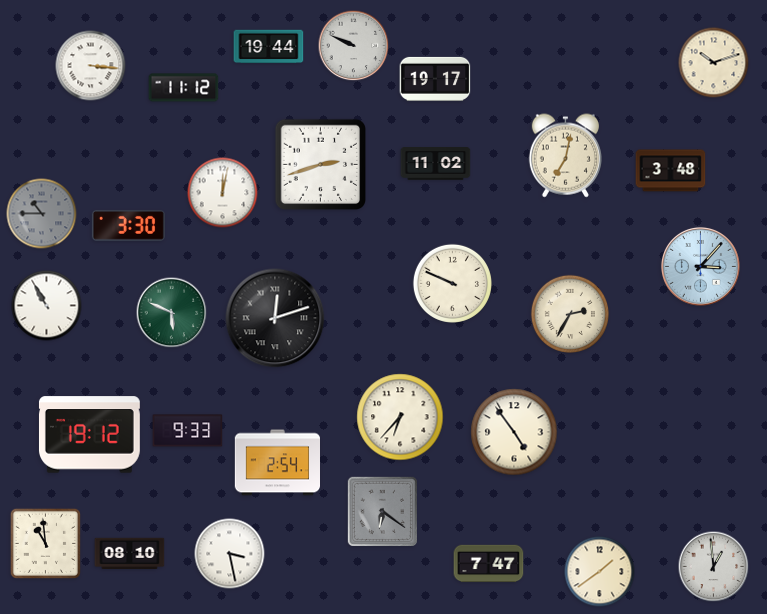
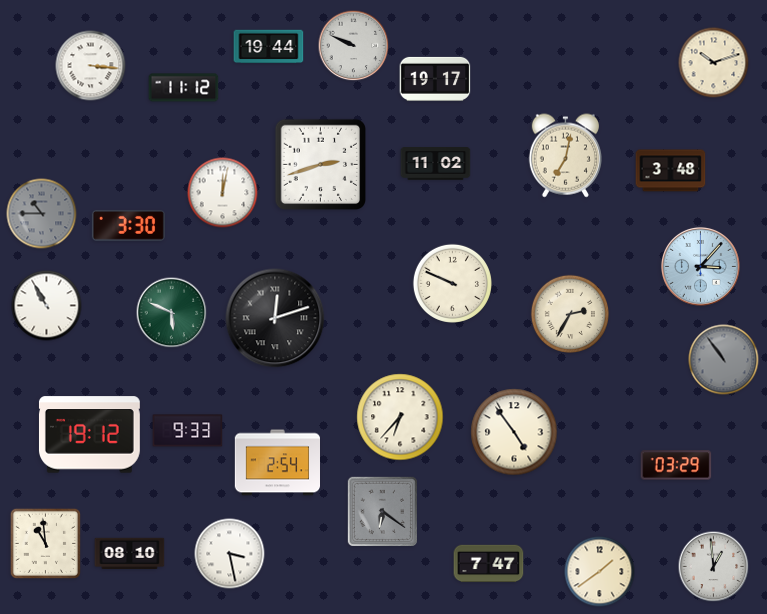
clock at (724, 360): none -> 10:54
clock at (676, 465): none -> 03:29
